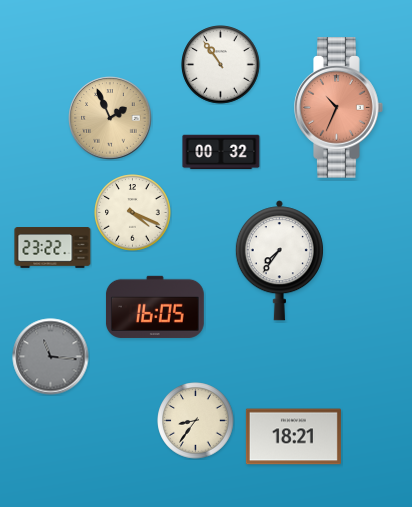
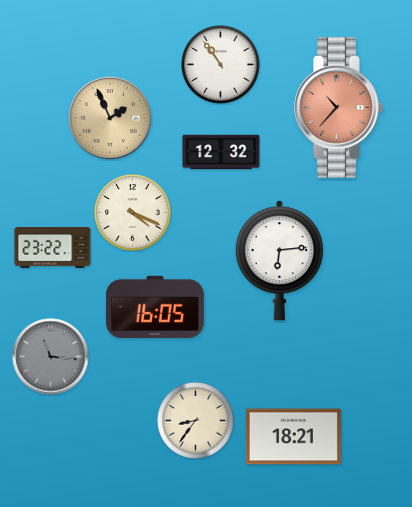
clock at (339, 108): 10:34 -> 10:37
clock at (221, 152): 00:32 -> 12:32
clock at (279, 261): 7:36 -> 6:14
